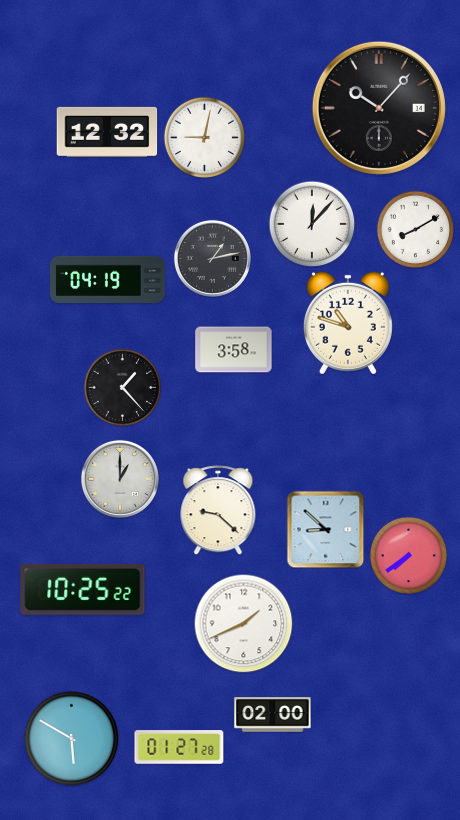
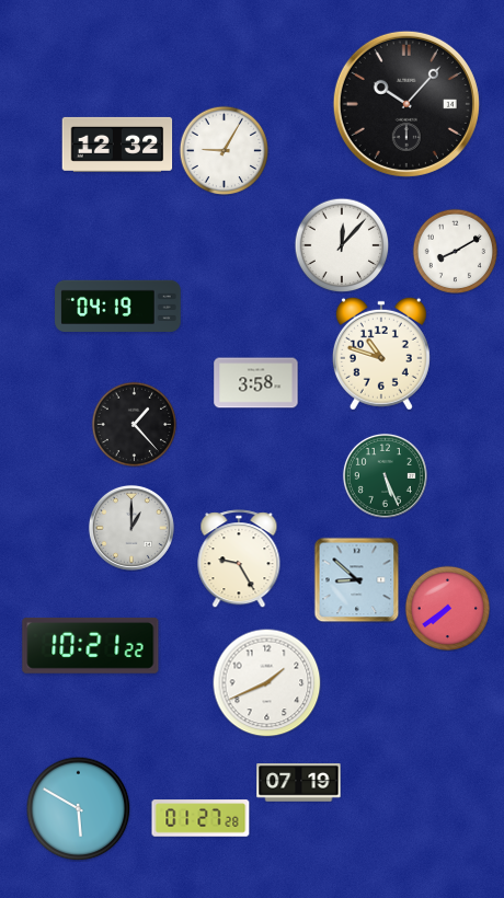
clock at (379, 108) position: (379, 108) -> (406, 104)
clock at (204, 137): 9:02 -> 9:05
clock at (212, 258): 1:13 -> none
clock at (385, 475): none -> 5:26
clock at (120, 479) position: (120, 479) -> (131, 528)
clock at (218, 510): 9:22 -> 9:25
clock at (83, 589): 10:25 -> 10:21
clock at (273, 715): 02:00 -> 07:19
clock at (179, 747) position: (179, 747) -> (201, 818)
